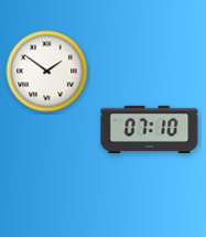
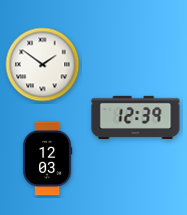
clock at (150, 130): 07:10 -> 12:39
clock at (47, 159): none -> 12:03
